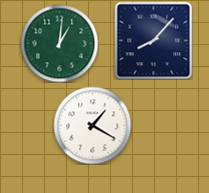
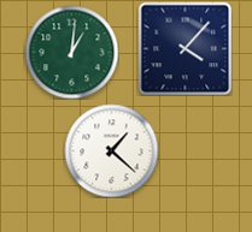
clock at (153, 40): 8:07 -> 4:07
clock at (92, 125): 1:20 -> 1:22
